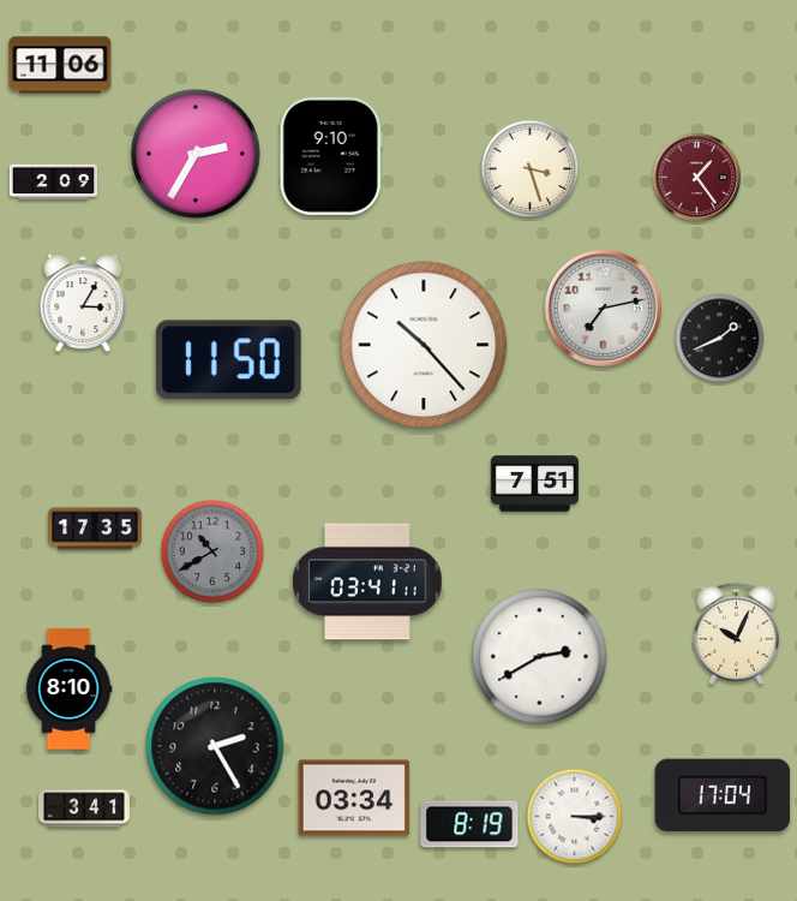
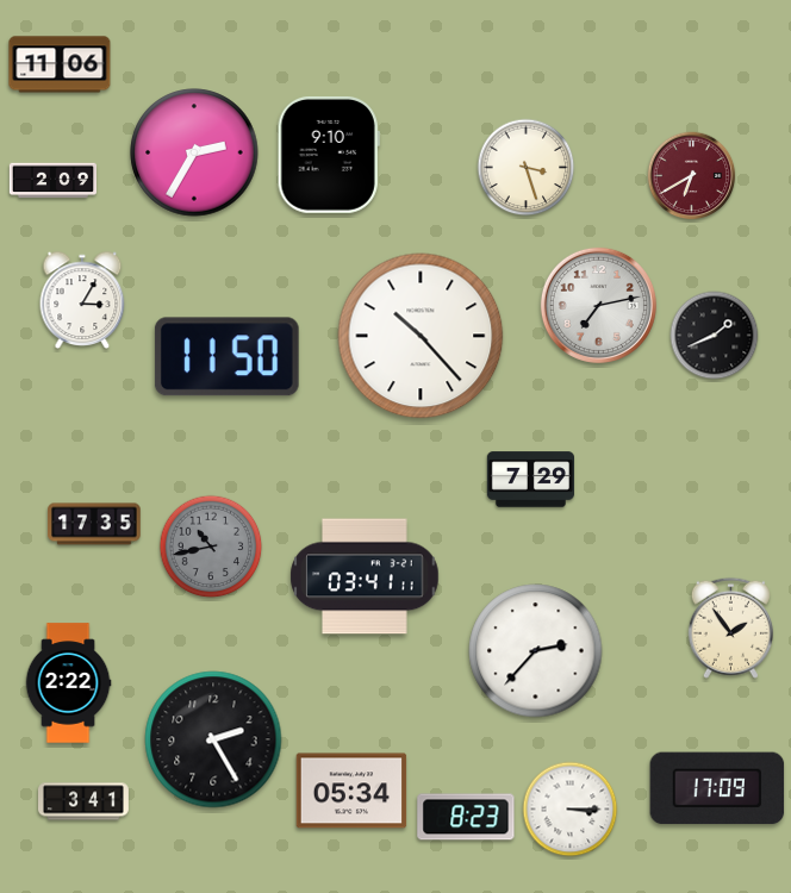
clock at (697, 178): 1:24 -> 6:40
clock at (424, 345) position: (424, 345) -> (421, 336)
clock at (534, 484): 7:51 -> 7:29
clock at (212, 551): 10:40 -> 10:43
clock at (736, 633): 10:04 -> 1:54
clock at (540, 657): 2:40 -> 2:37
clock at (68, 690): 8:10 -> 2:22
clock at (723, 795): 17:04 -> 17:09
clock at (354, 798): 03:34 -> 05:34
clock at (469, 824): 8:19 -> 8:23
